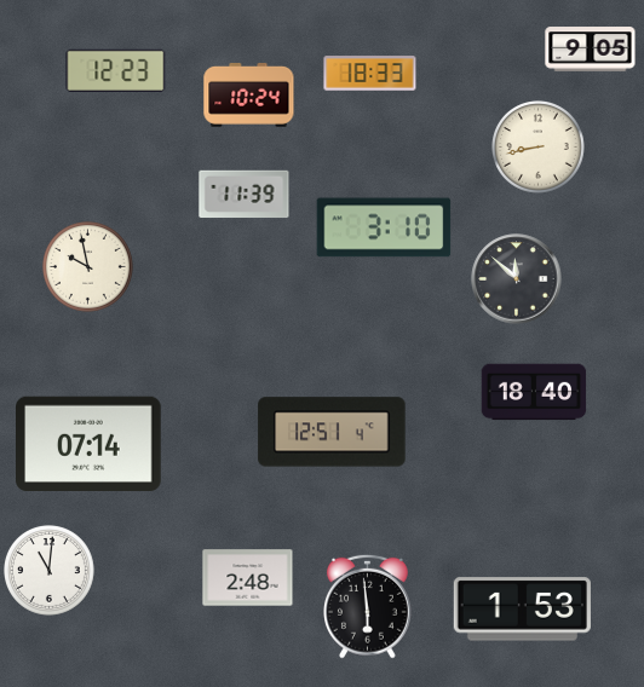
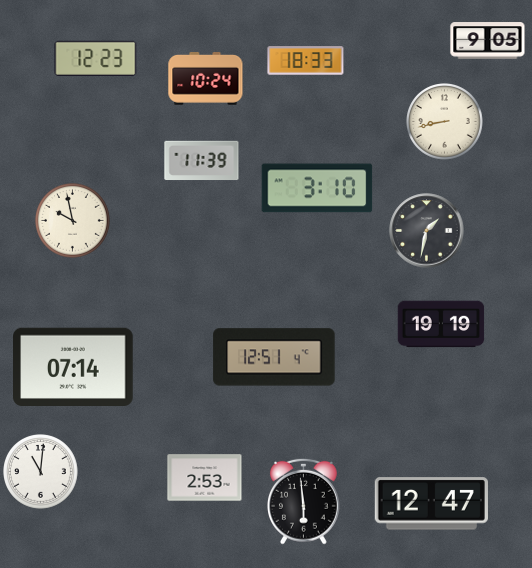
clock at (517, 279): 11:52 -> 1:32
clock at (534, 392): 18:40 -> 19:19
clock at (248, 578): 2:48 -> 2:53
clock at (522, 610): 1:53 -> 12:47
